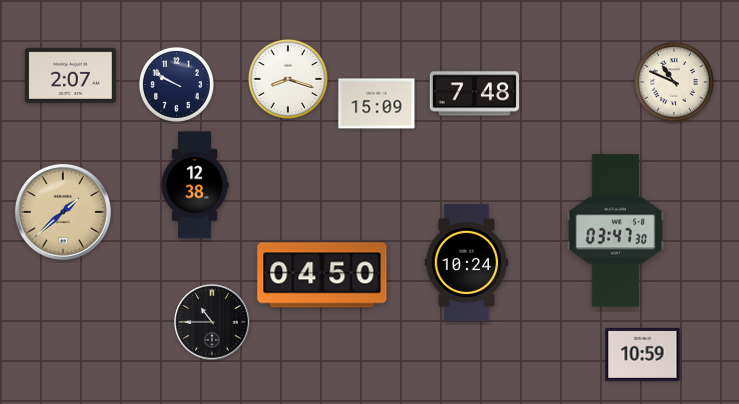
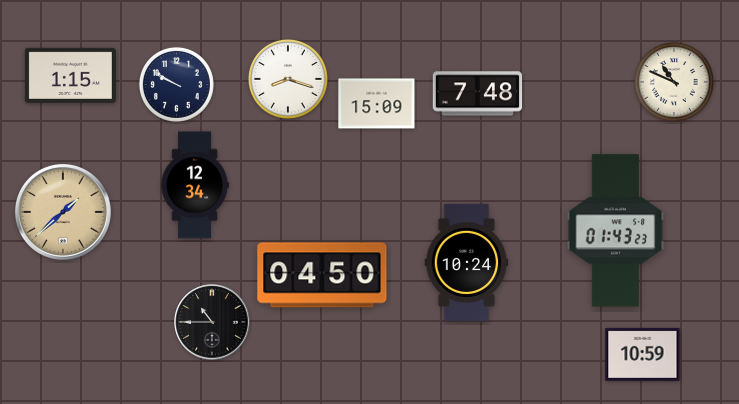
clock at (70, 75): 2:07 -> 1:15
clock at (474, 94) position: (474, 94) -> (477, 94)
clock at (195, 185): 12:38 -> 12:34
clock at (616, 231): 03:47 -> 01:43
